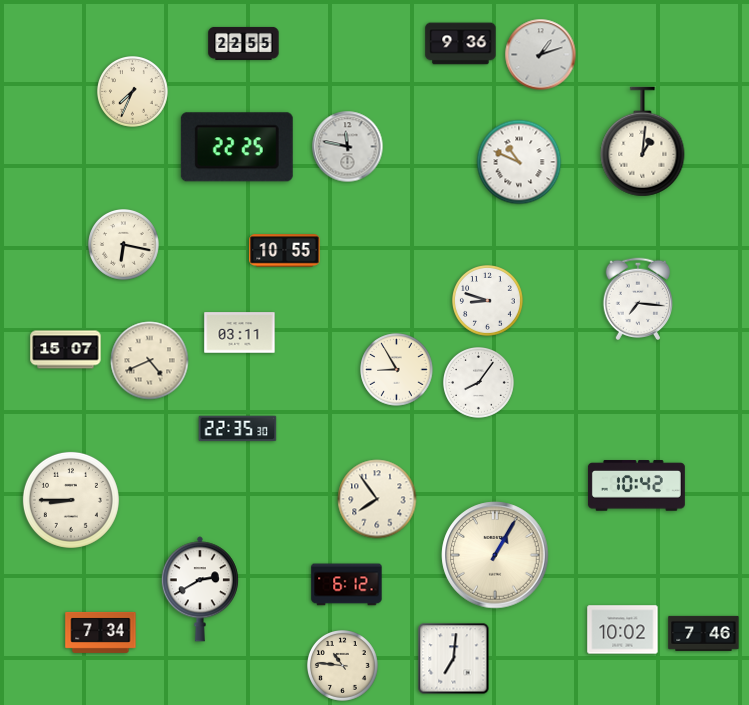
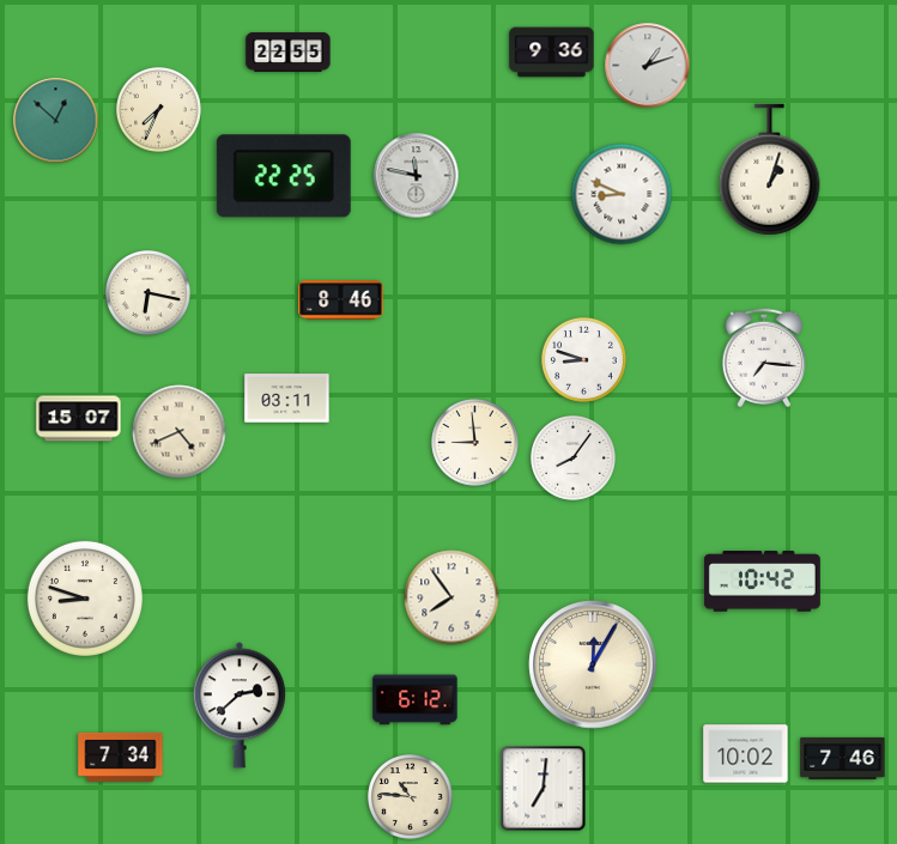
clock at (244, 43) position: (244, 43) -> (289, 51)
clock at (56, 121): none -> 12:52
clock at (643, 142): 1:01 -> 1:03
clock at (519, 162): 10:49 -> 8:49
clock at (285, 251): 10:55 -> 8:46
clock at (397, 370): 8:55 -> 8:59
clock at (238, 429): 22:35 -> none
clock at (71, 500): 8:45 -> 8:48
clock at (495, 555): 1:05 -> 12:05
clock at (200, 589): 2:40 -> 2:38
